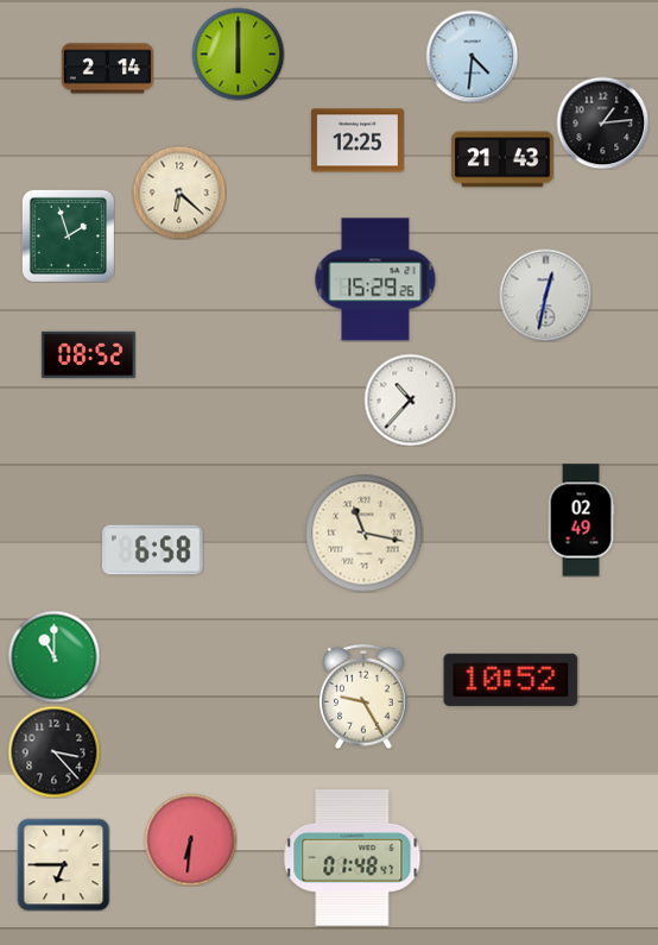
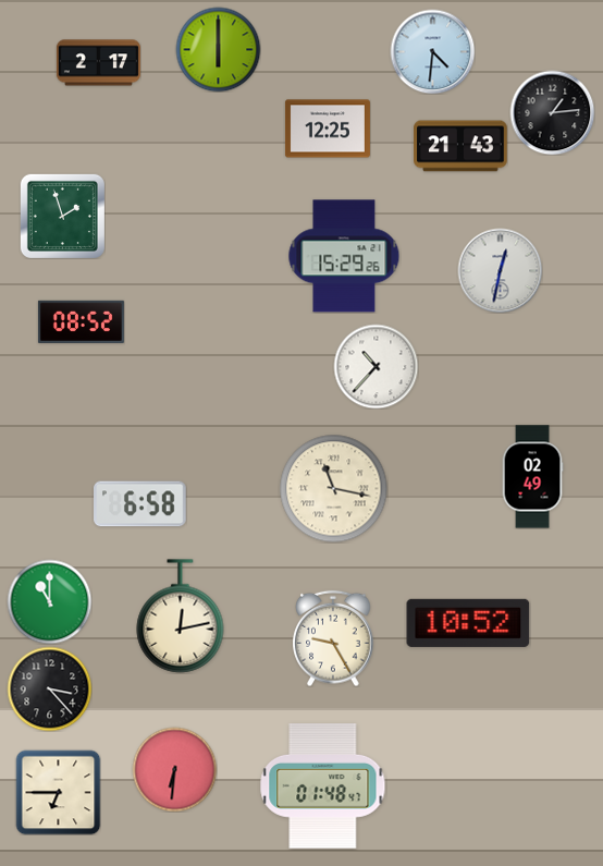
clock at (107, 69): 2:14 -> 2:17
clock at (179, 193): 6:22 -> none
clock at (88, 354) position: (88, 354) -> (81, 321)
clock at (181, 617): none -> 12:13
